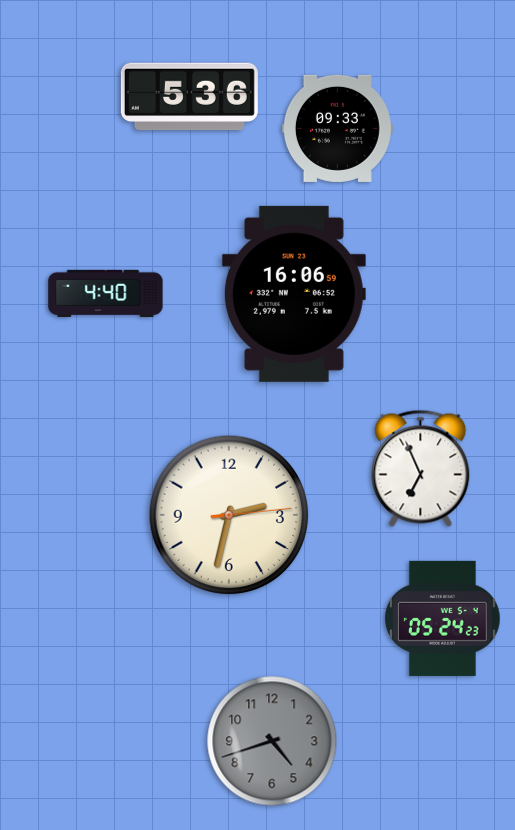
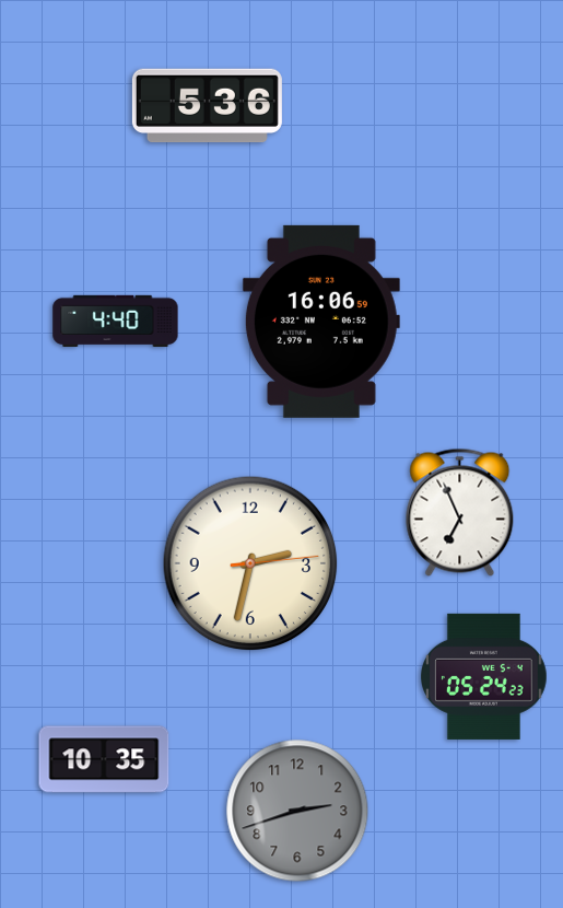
clock at (337, 128): 09:33 -> none
clock at (104, 759): none -> 10:35
clock at (272, 741): 4:42 -> 2:42
